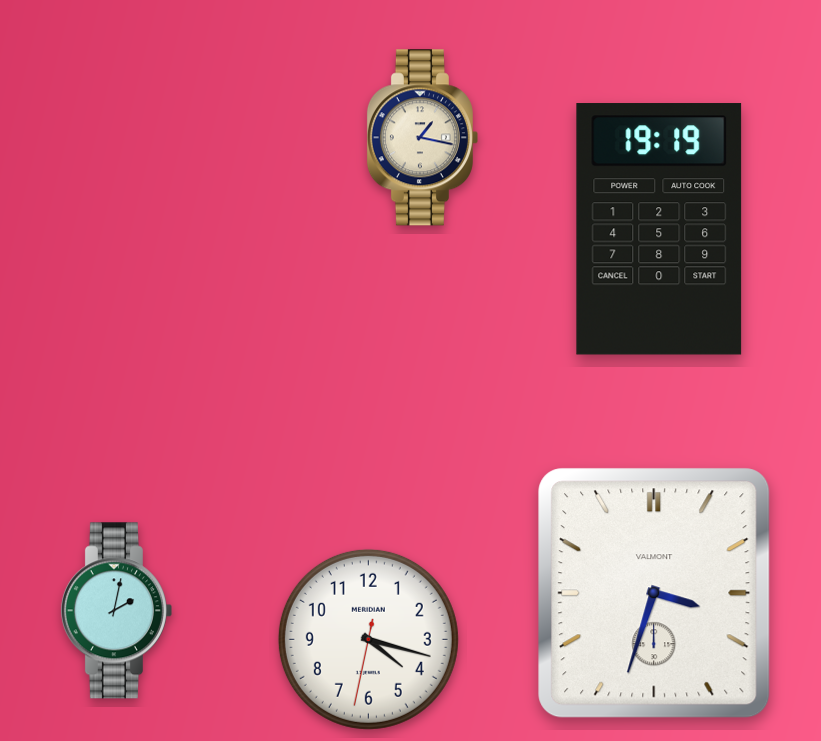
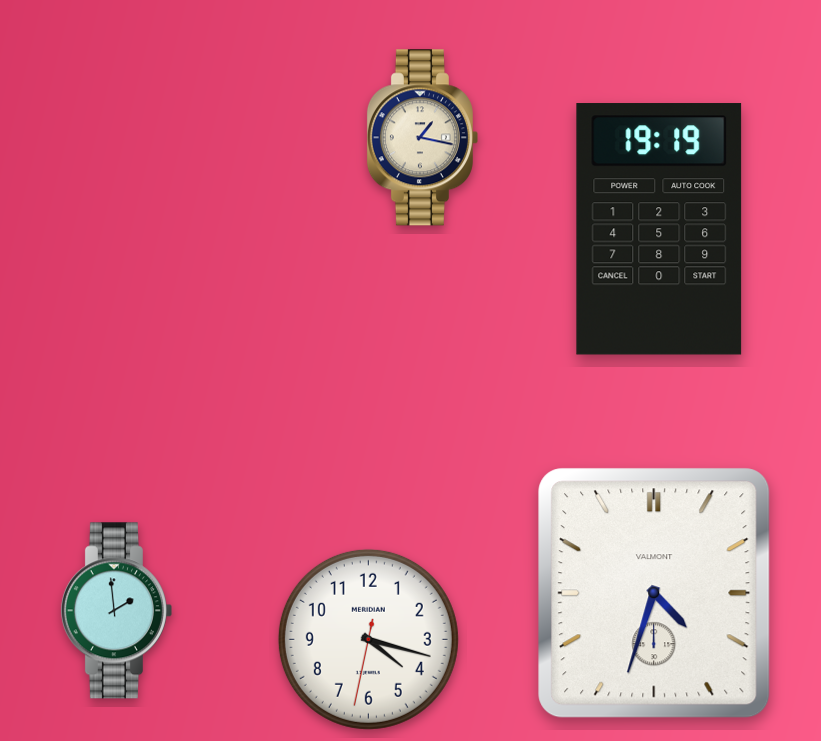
clock at (654, 593): 3:33 -> 4:33
clock at (116, 611): 2:02 -> 1:59
